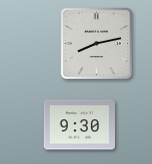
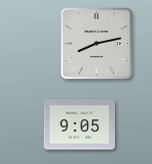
clock at (79, 125): 9:30 -> 9:05
